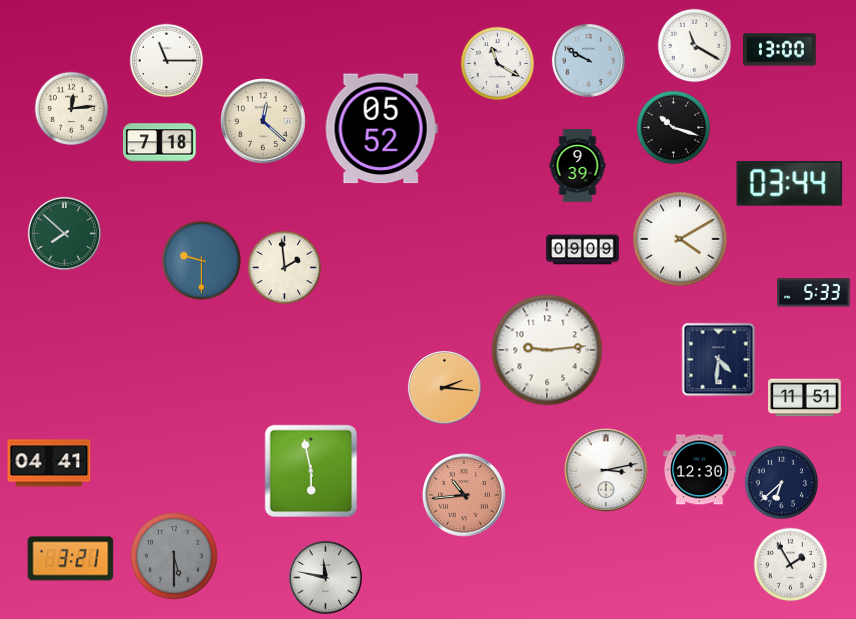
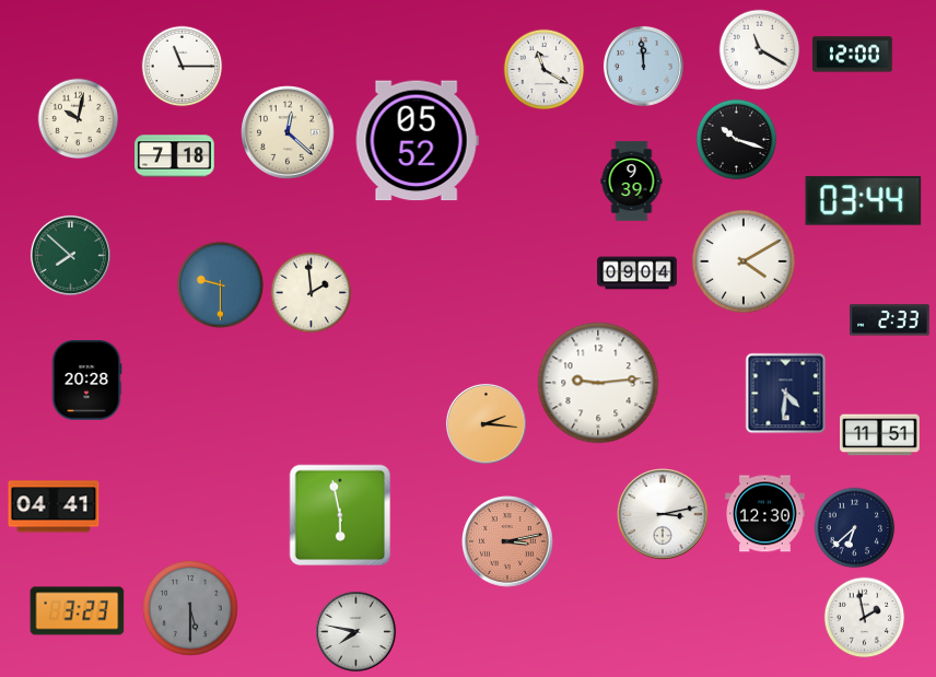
clock at (780, 50): 13:00 -> 12:00
clock at (588, 60): 9:50 -> 11:59
clock at (72, 109): 12:14 -> 10:02
clock at (583, 250): 09:09 -> 09:04
clock at (814, 293): 5:33 -> 2:33
clock at (86, 381): none -> 20:28
clock at (465, 496): 10:44 -> 3:13
clock at (71, 559): 3:21 -> 3:23
clock at (791, 565): 1:55 -> 1:58
clock at (325, 577): 11:47 -> 7:47
